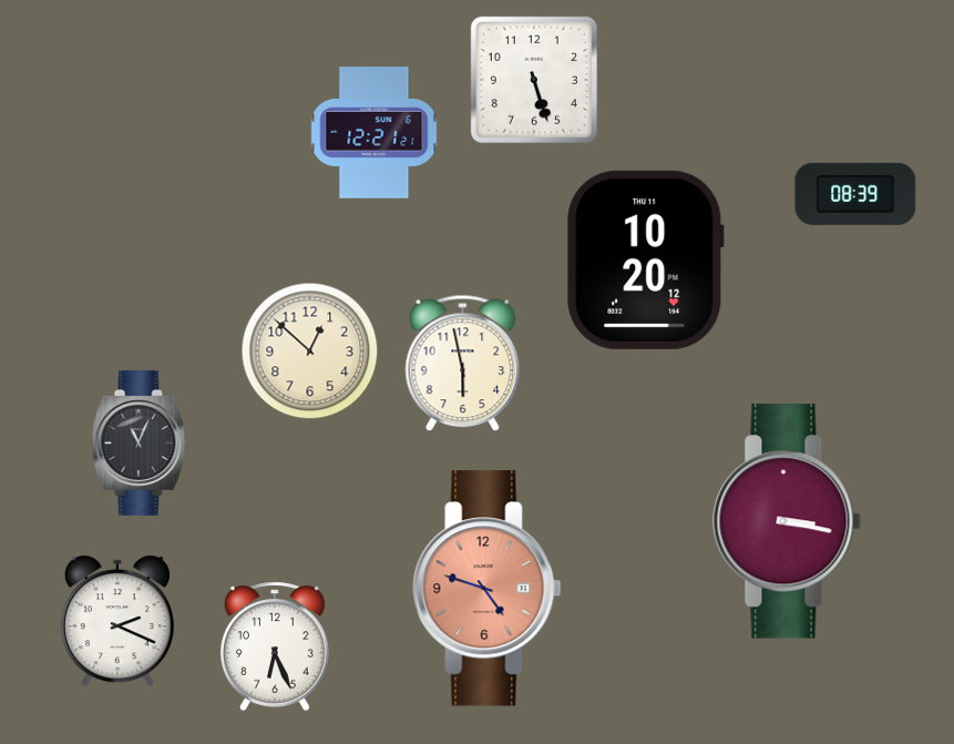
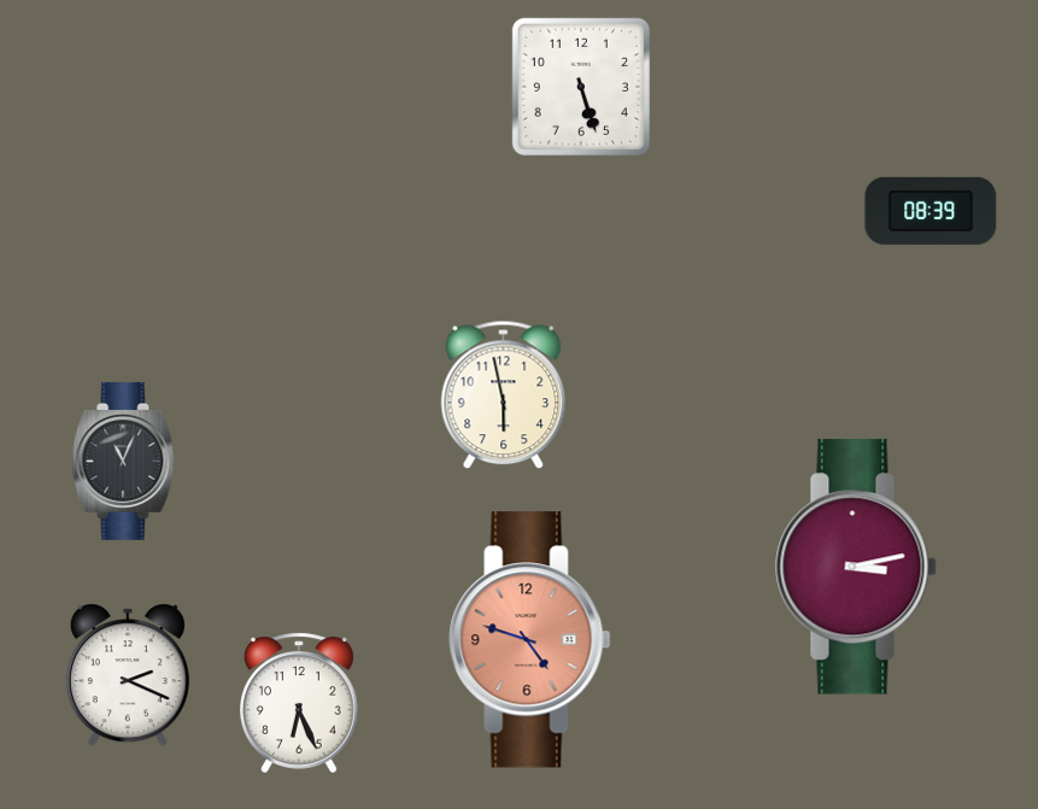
clock at (375, 133): 12:21 -> none
clock at (646, 259): 10:20 -> none
clock at (310, 351): 12:52 -> none
clock at (140, 442) position: (140, 442) -> (124, 461)
clock at (787, 521): 3:17 -> 3:13
